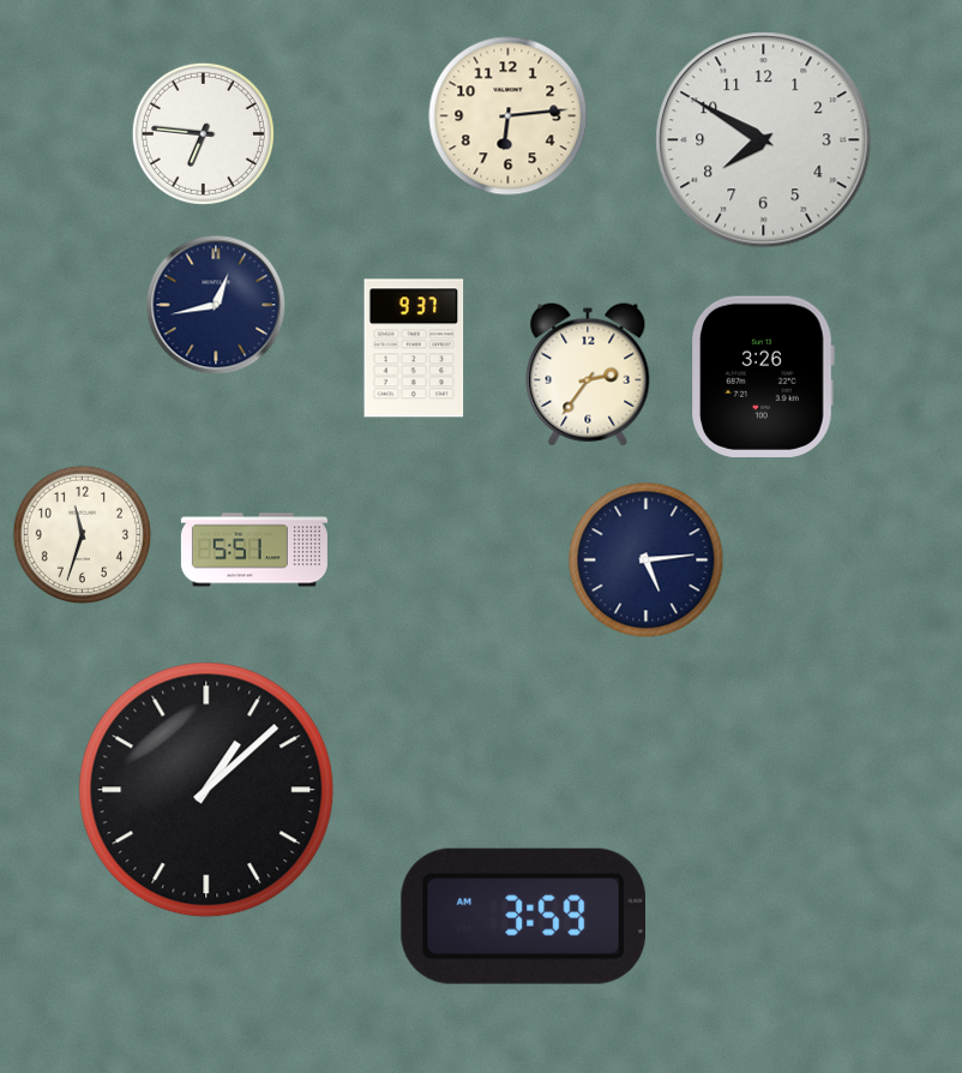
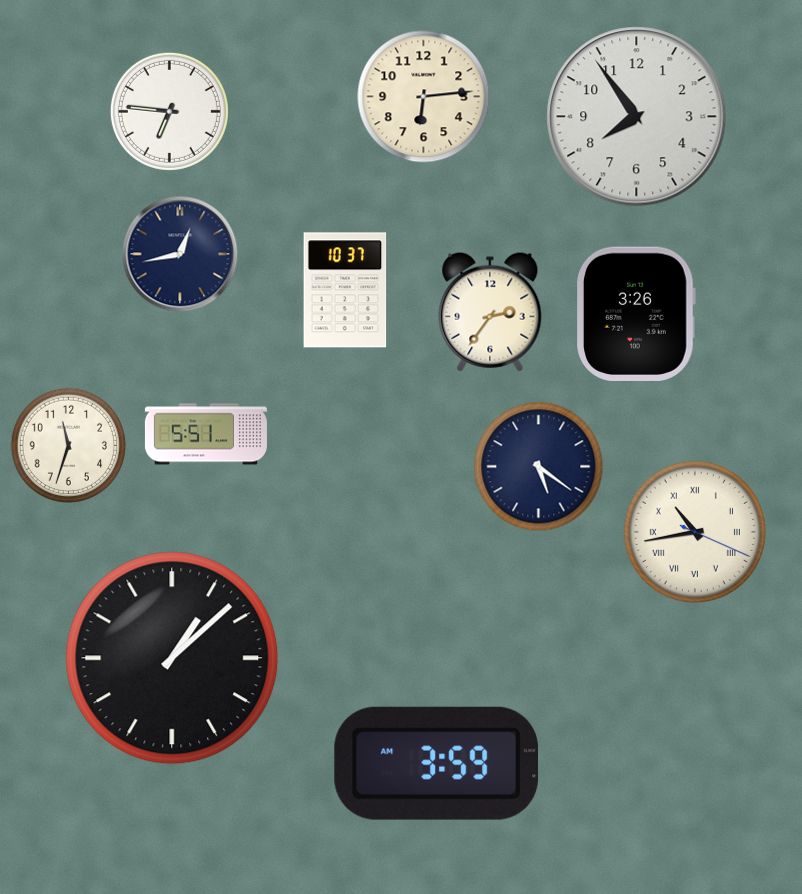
clock at (764, 140): 7:50 -> 7:54
clock at (414, 348): 9:37 -> 10:37
clock at (254, 550) position: (254, 550) -> (206, 434)
clock at (647, 561): 5:14 -> 5:21
clock at (695, 532): none -> 10:43
